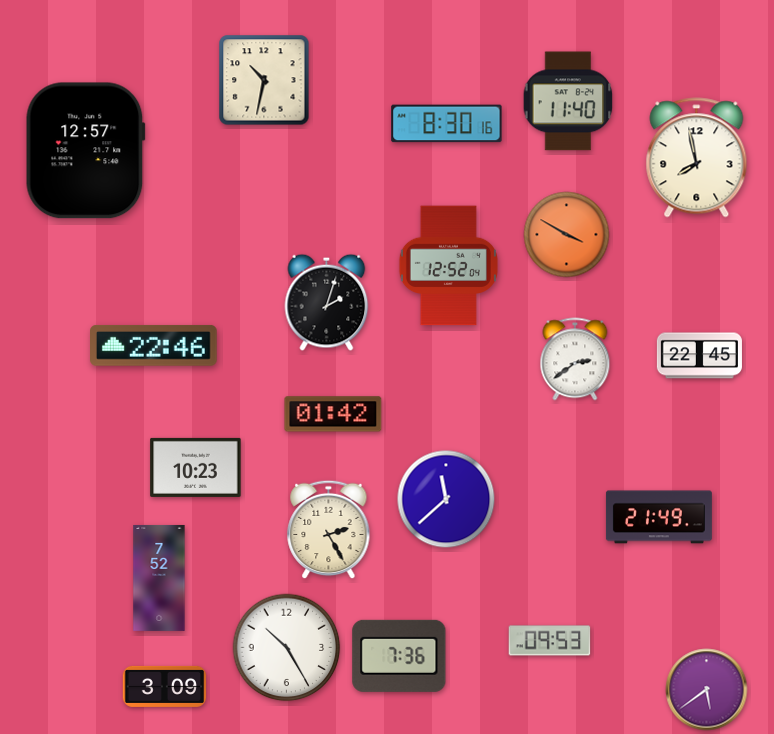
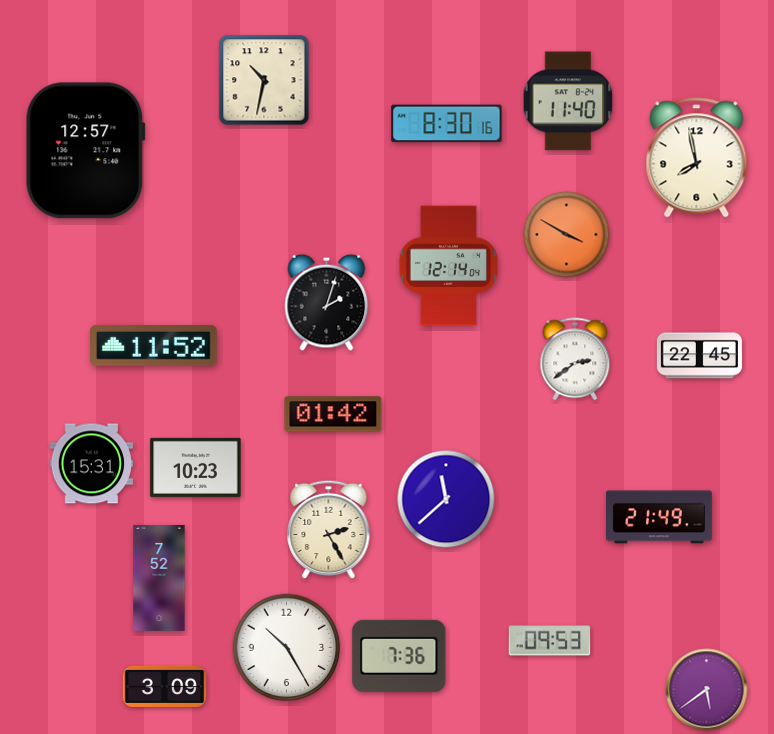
clock at (448, 266): 12:52 -> 12:14
clock at (154, 345): 22:46 -> 11:52
clock at (92, 464): none -> 15:31
